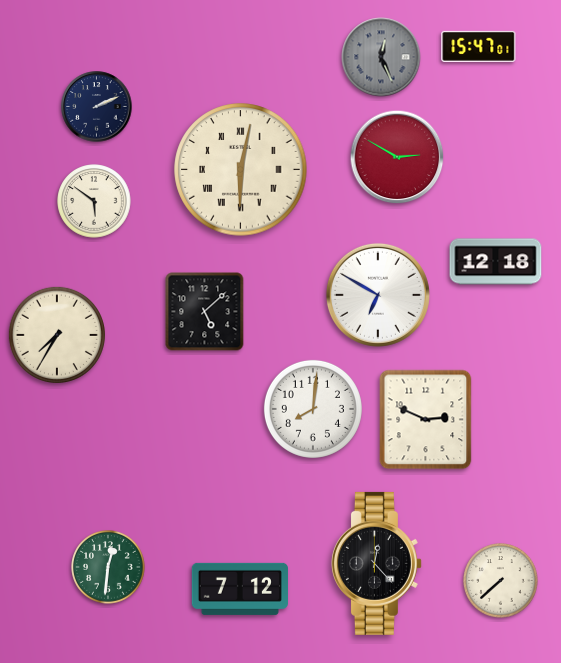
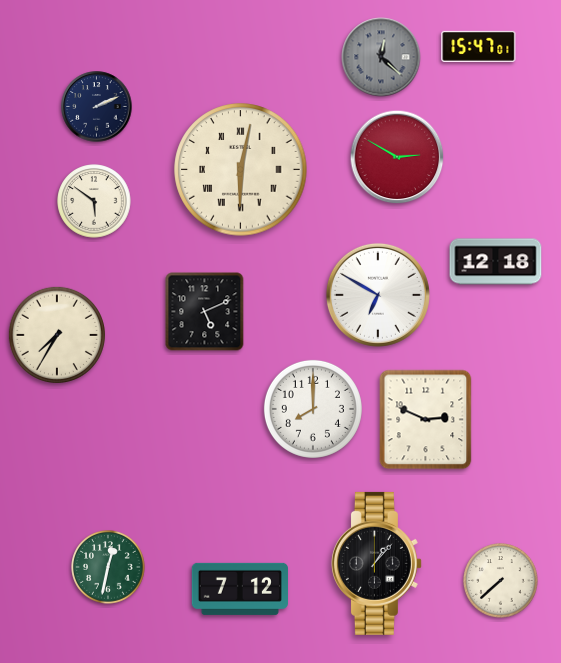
clock at (381, 57): 12:26 -> 12:22
clock at (205, 312): 5:08 -> 5:11
clock at (313, 409): 8:01 -> 8:00
clock at (376, 563): 12:23 -> 1:07
clock at (108, 567): 12:31 -> 12:32
